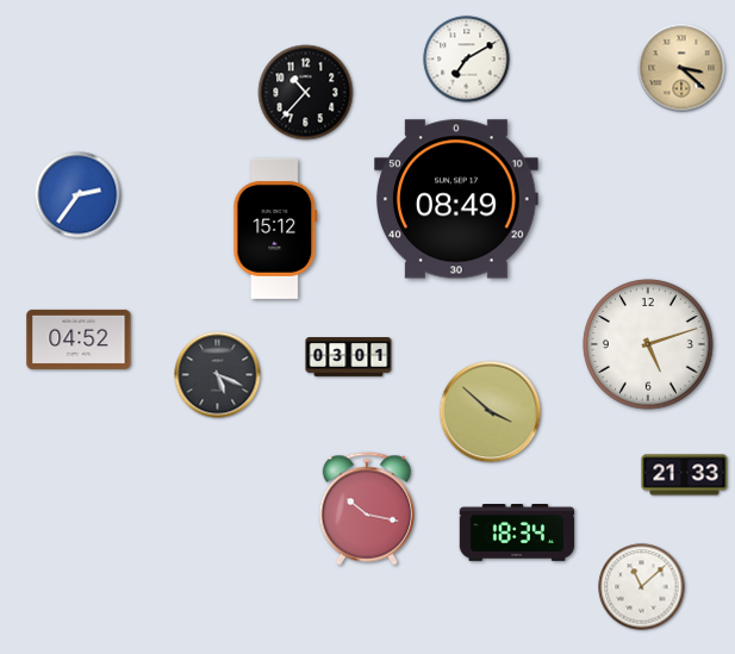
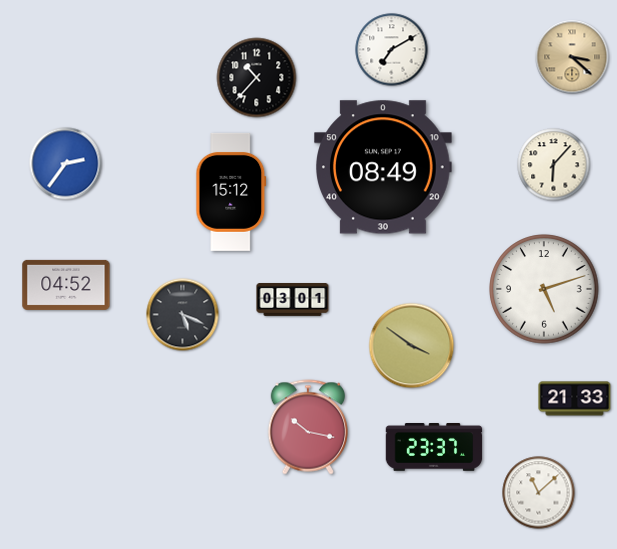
clock at (554, 165): none -> 6:07
clock at (491, 412): 3:52 -> 3:51
clock at (517, 534): 18:34 -> 23:37
